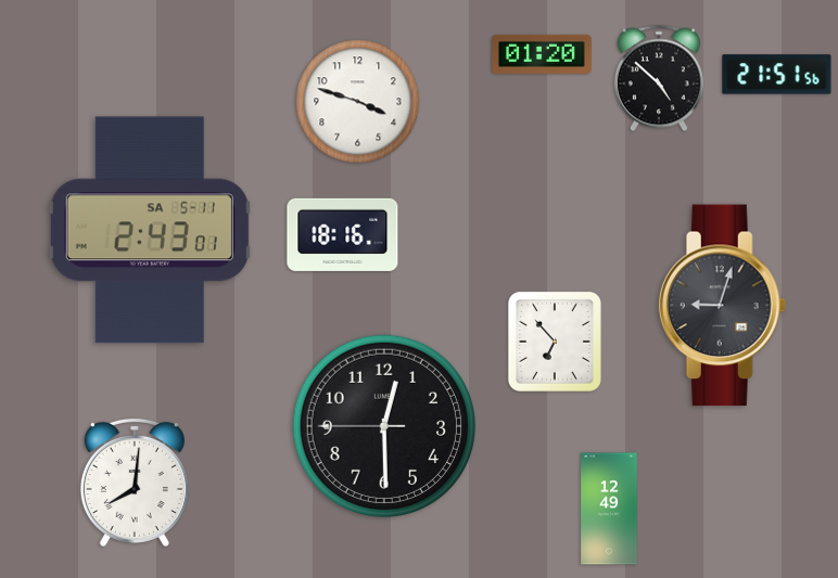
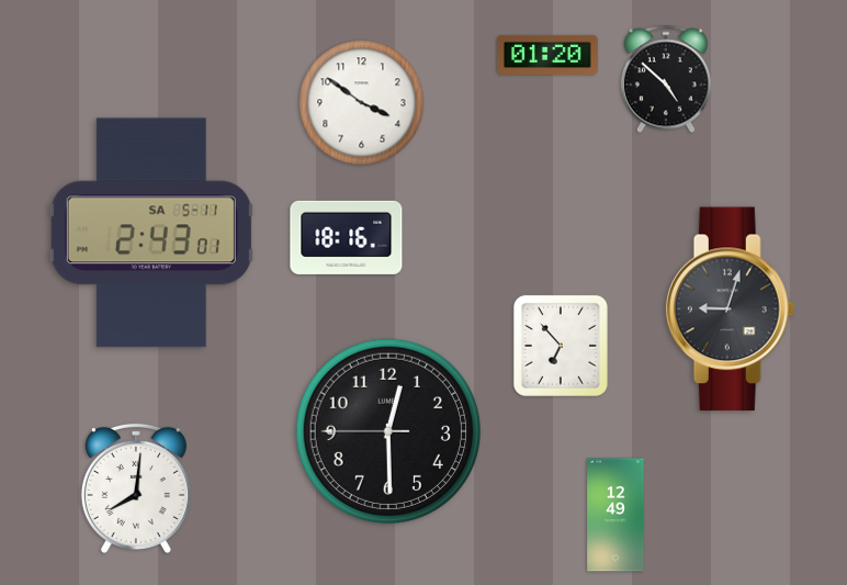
clock at (777, 75): 21:51 -> none
clock at (358, 102): 3:48 -> 3:51
